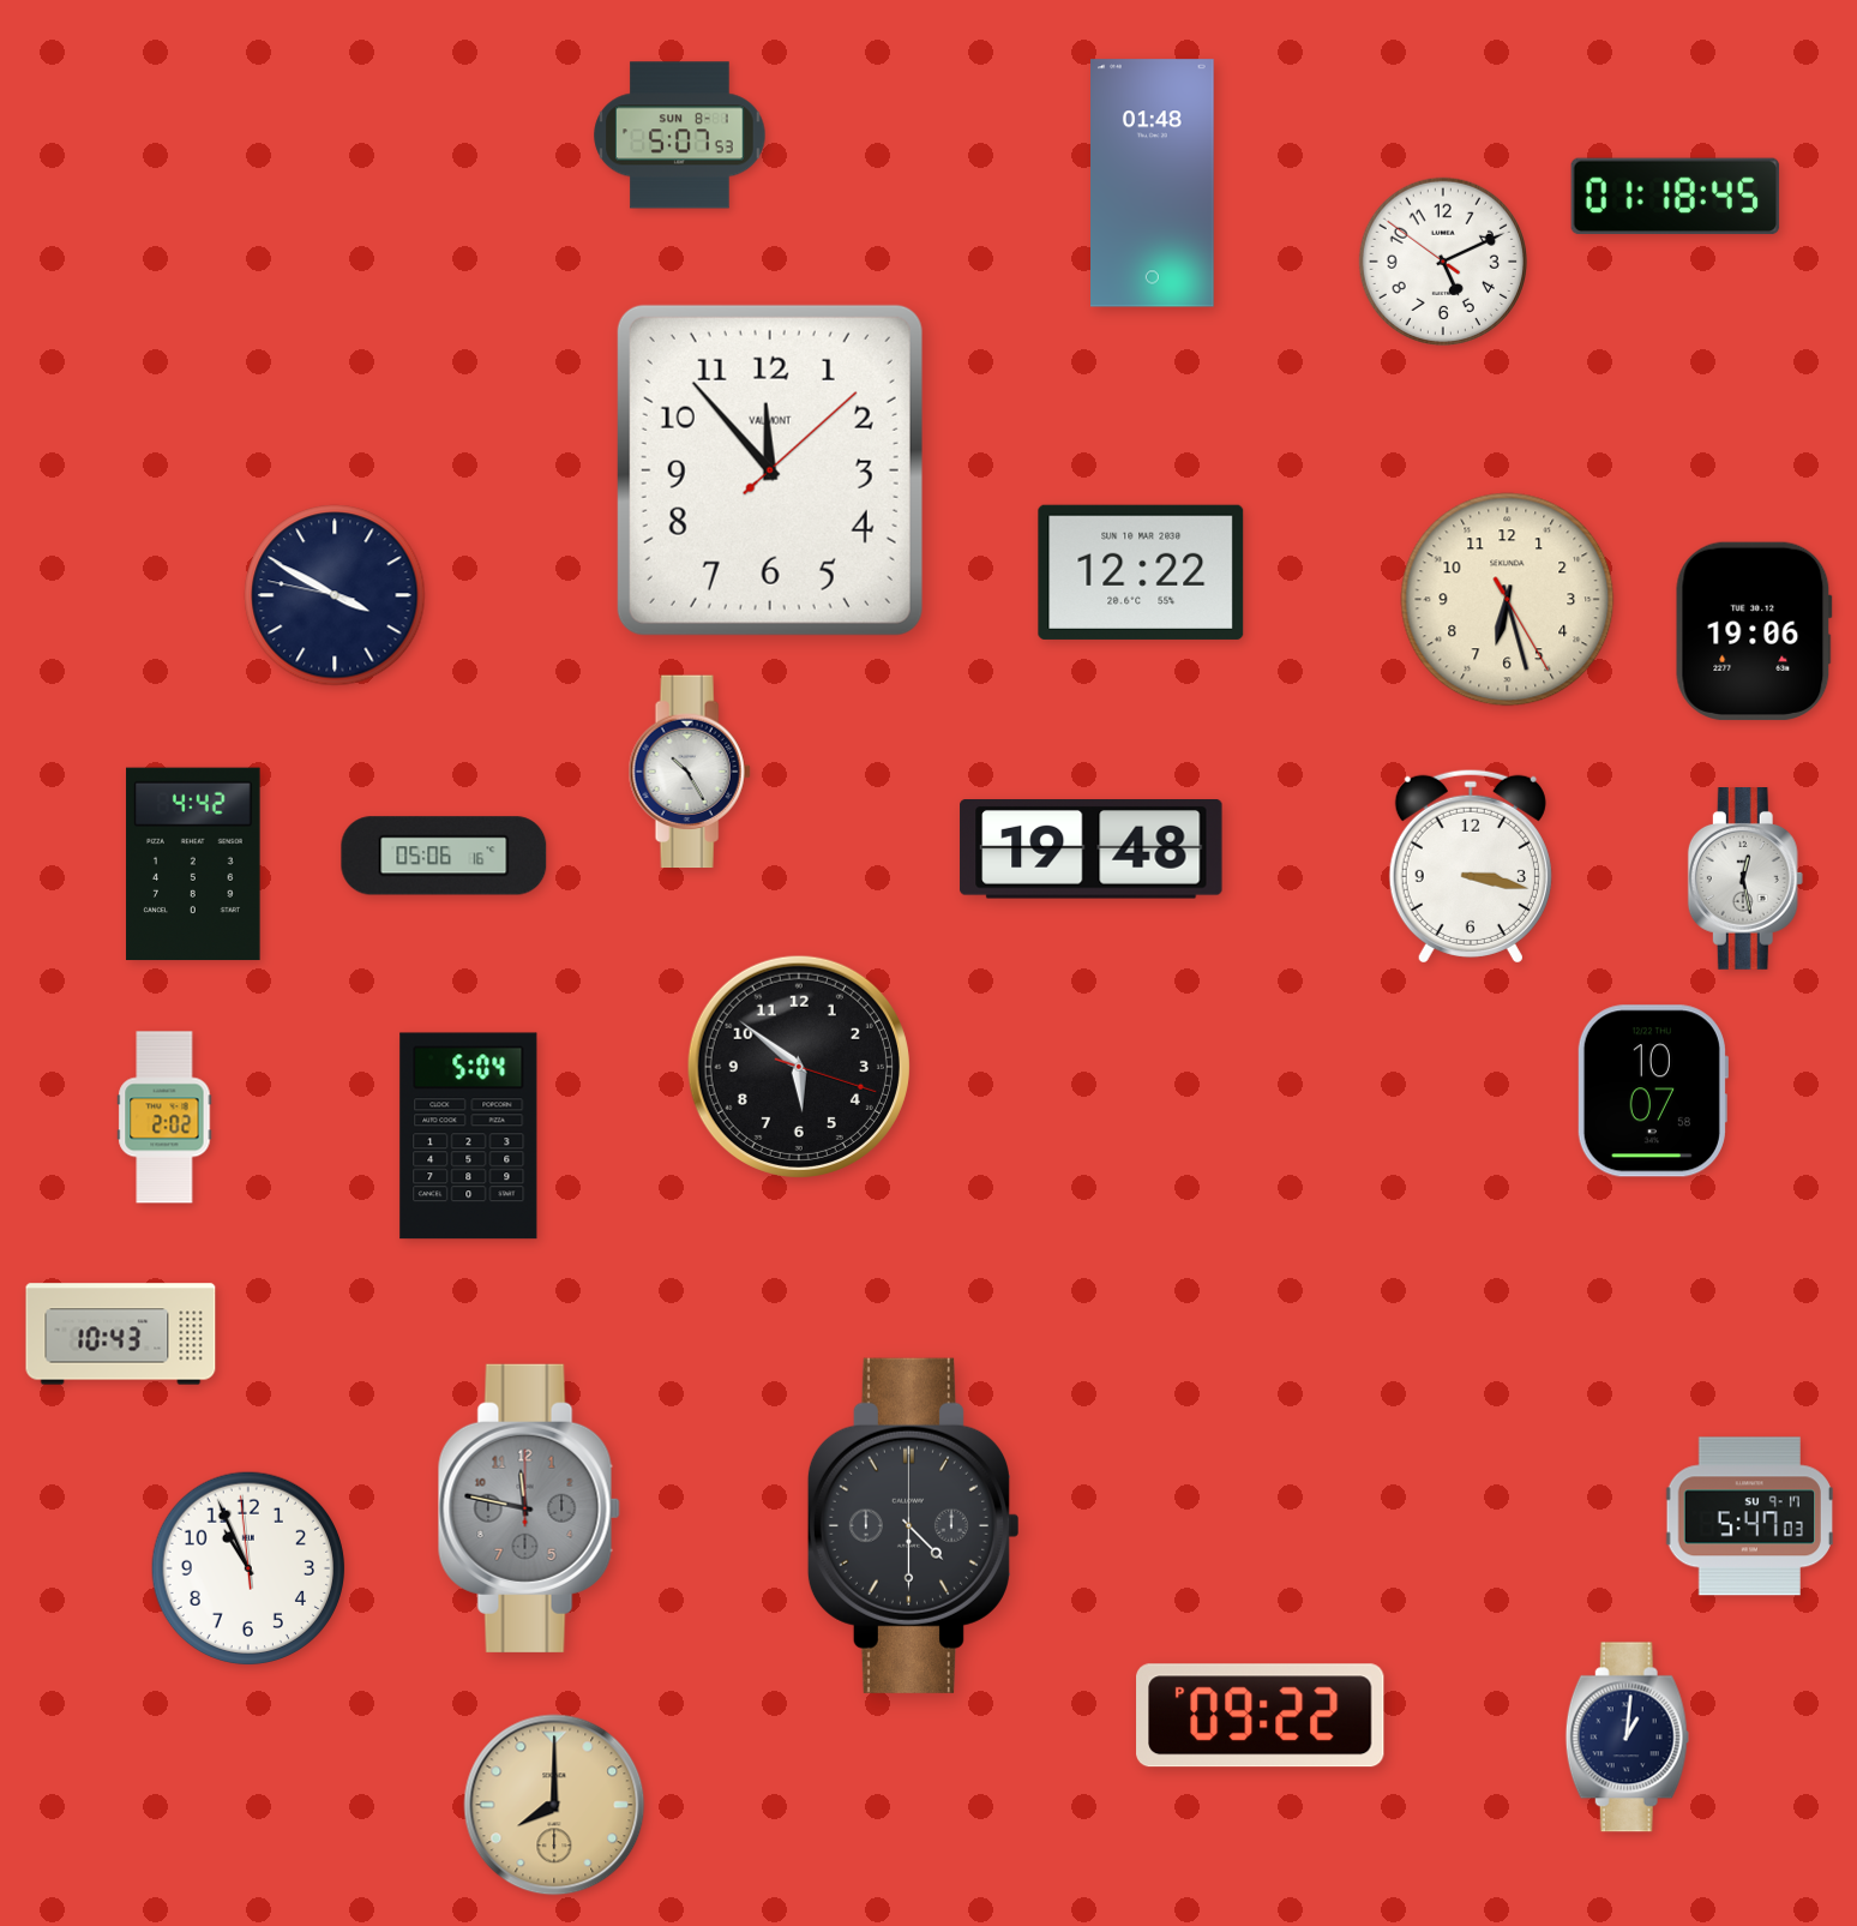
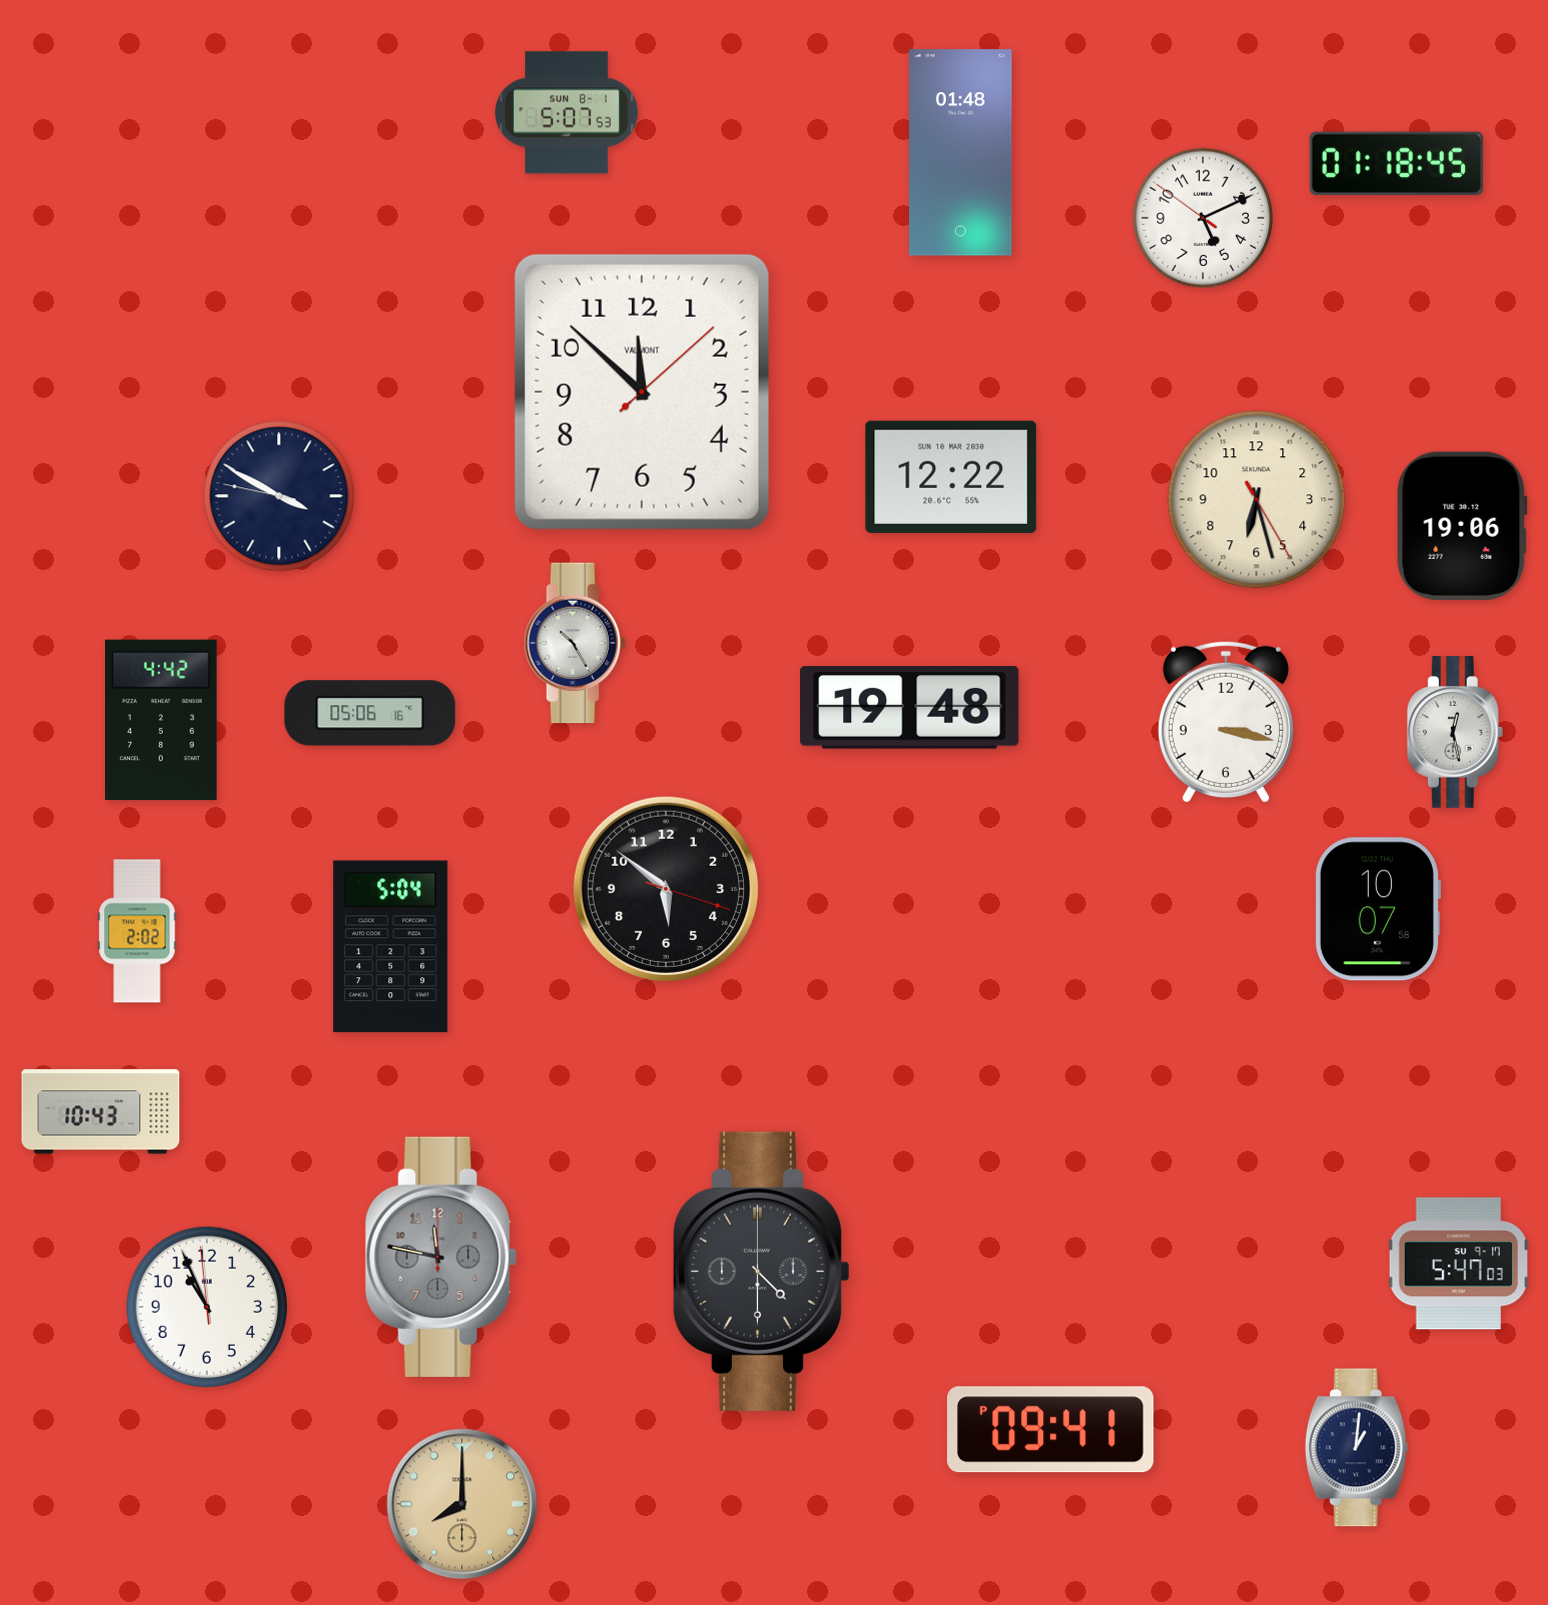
clock at (770, 470): 11:53 -> 11:52
clock at (1261, 1716): 09:22 -> 09:41
